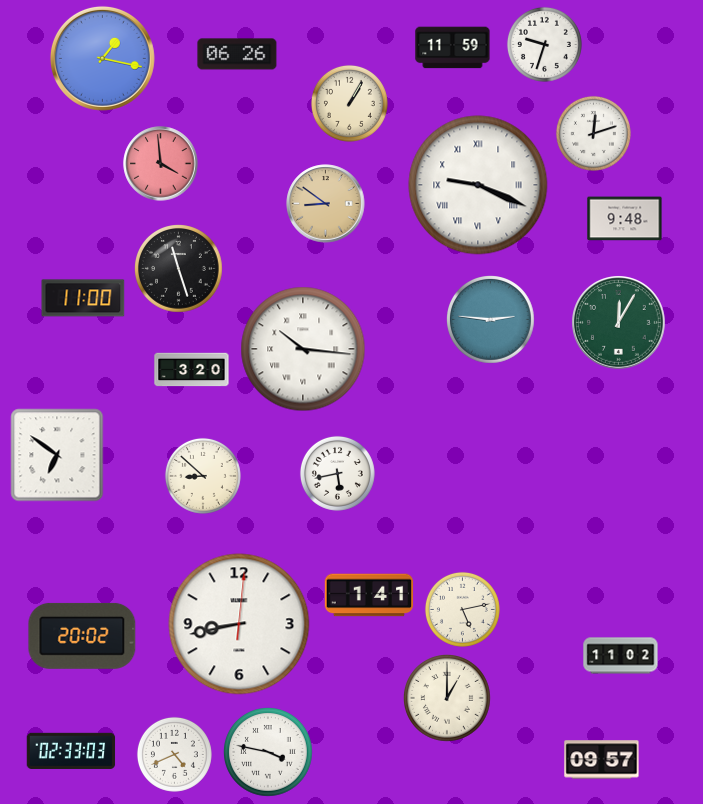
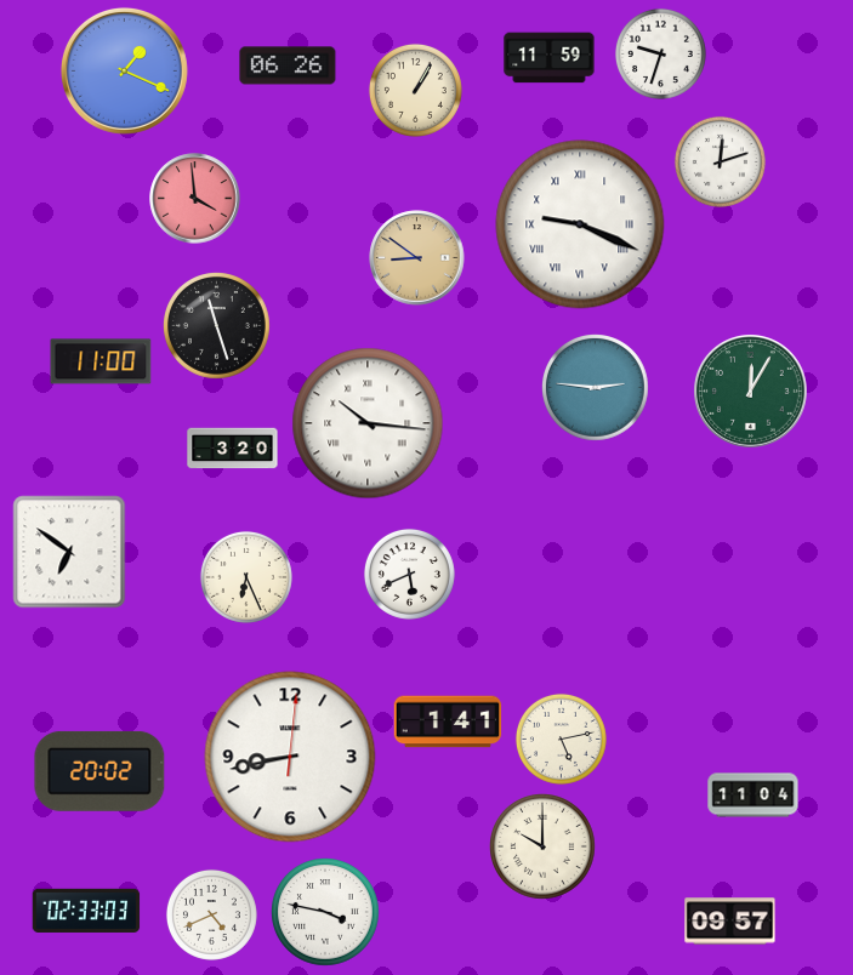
clock at (102, 58): 1:17 -> 1:19
clock at (349, 103) position: (349, 103) -> (415, 90)
clock at (326, 204) position: (326, 204) -> (417, 258)
clock at (625, 219): 9:48 -> none
clock at (337, 473): 5:43 -> 5:41
clock at (203, 476): 8:52 -> 6:26
clock at (621, 656): 11:02 -> 11:04
clock at (448, 699): 1:00 -> 10:00
